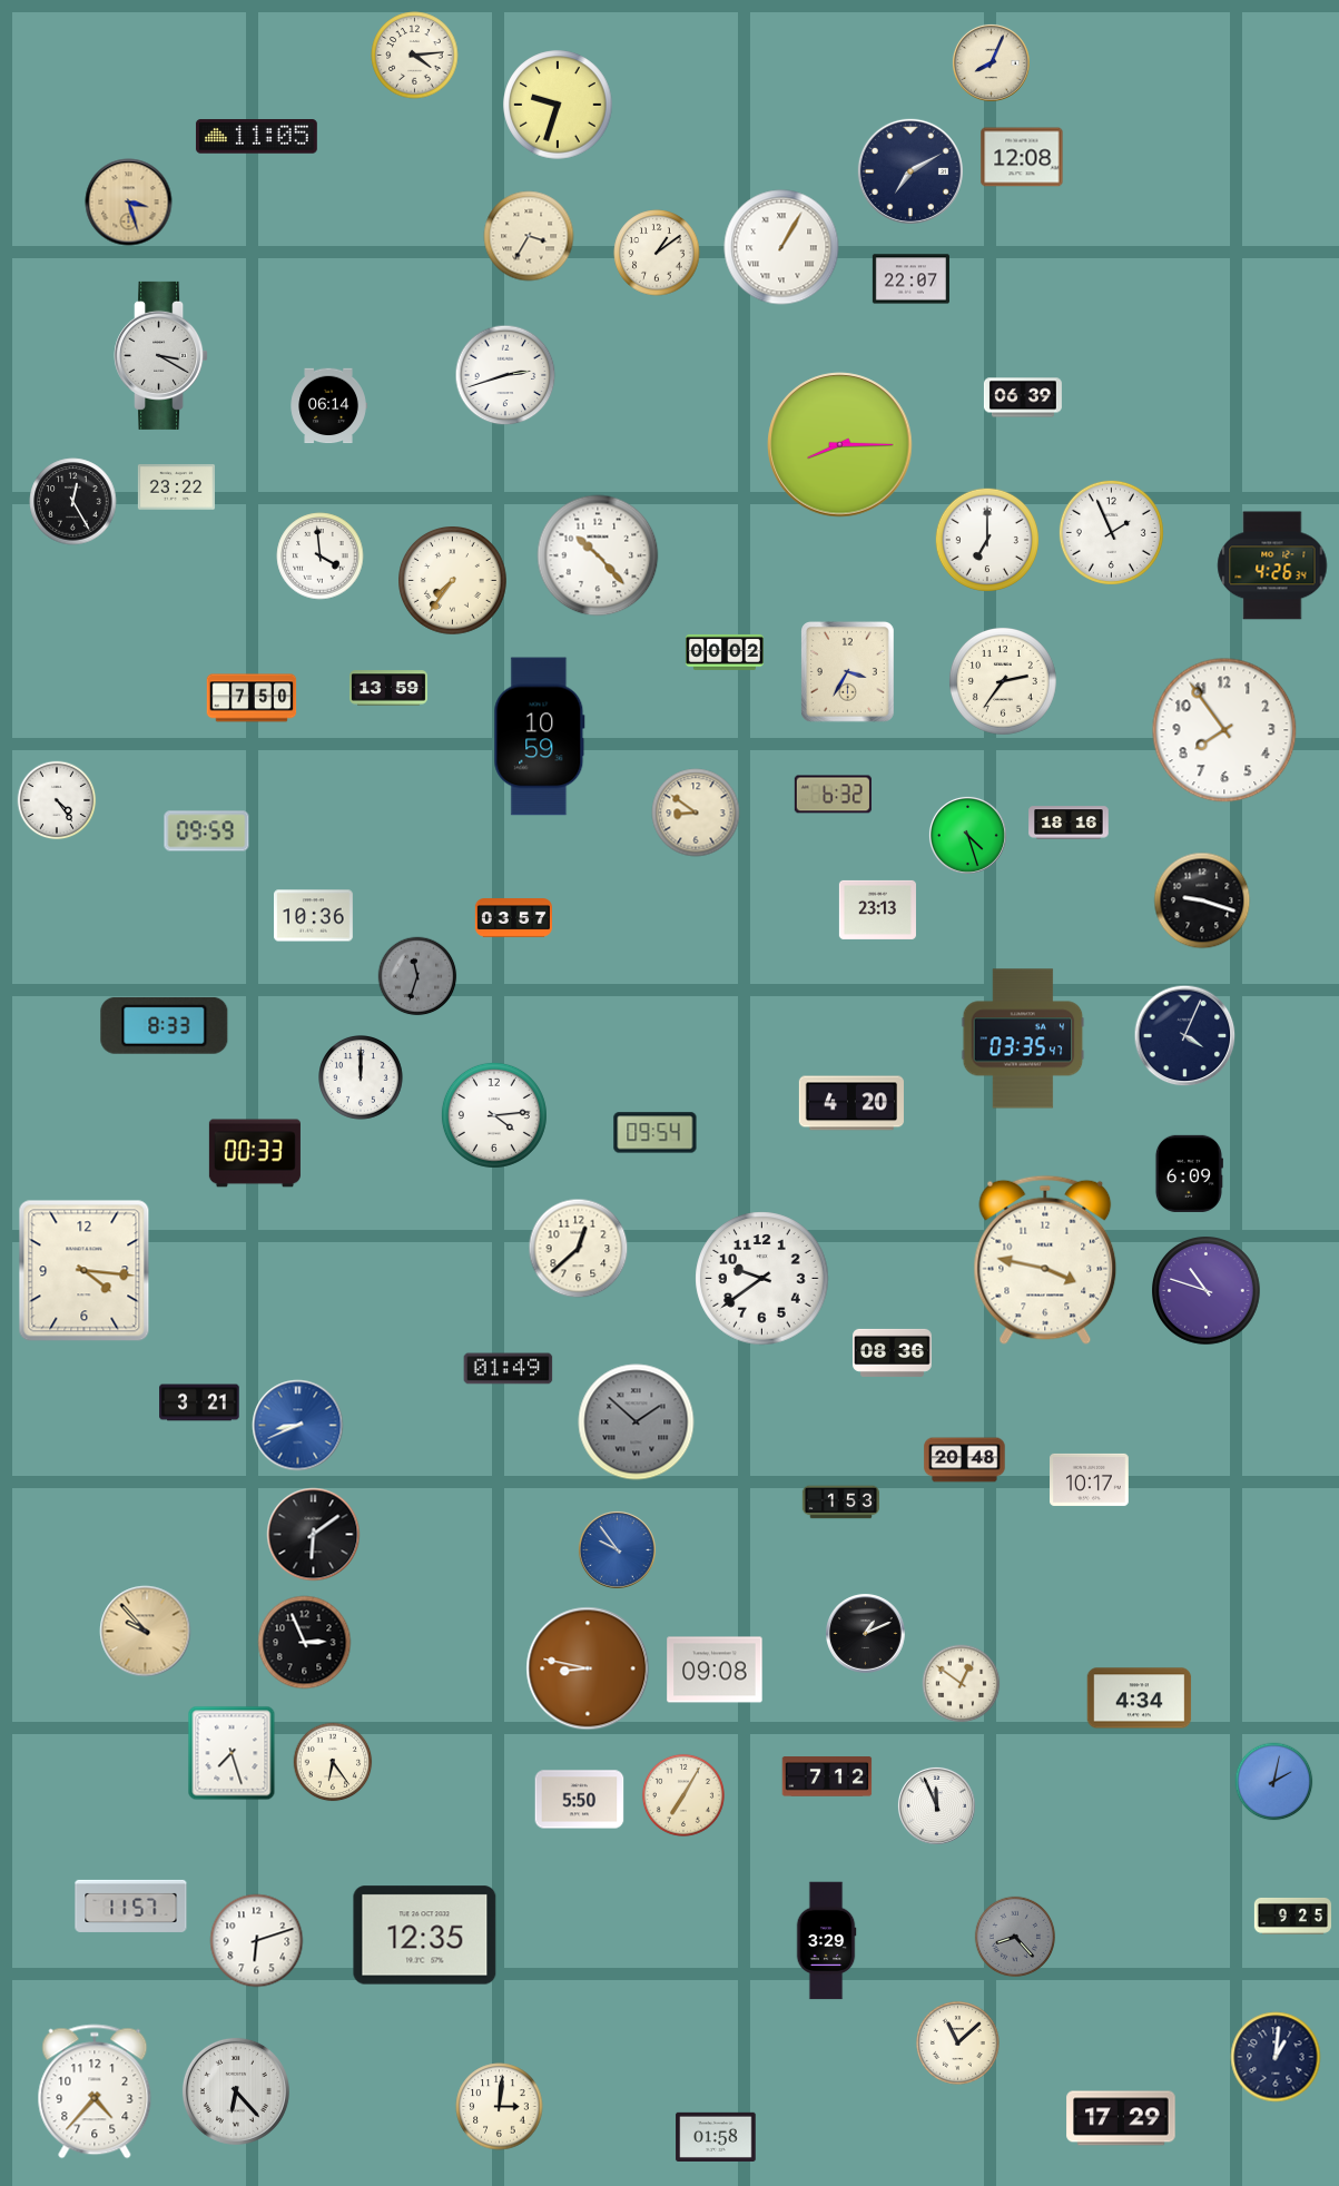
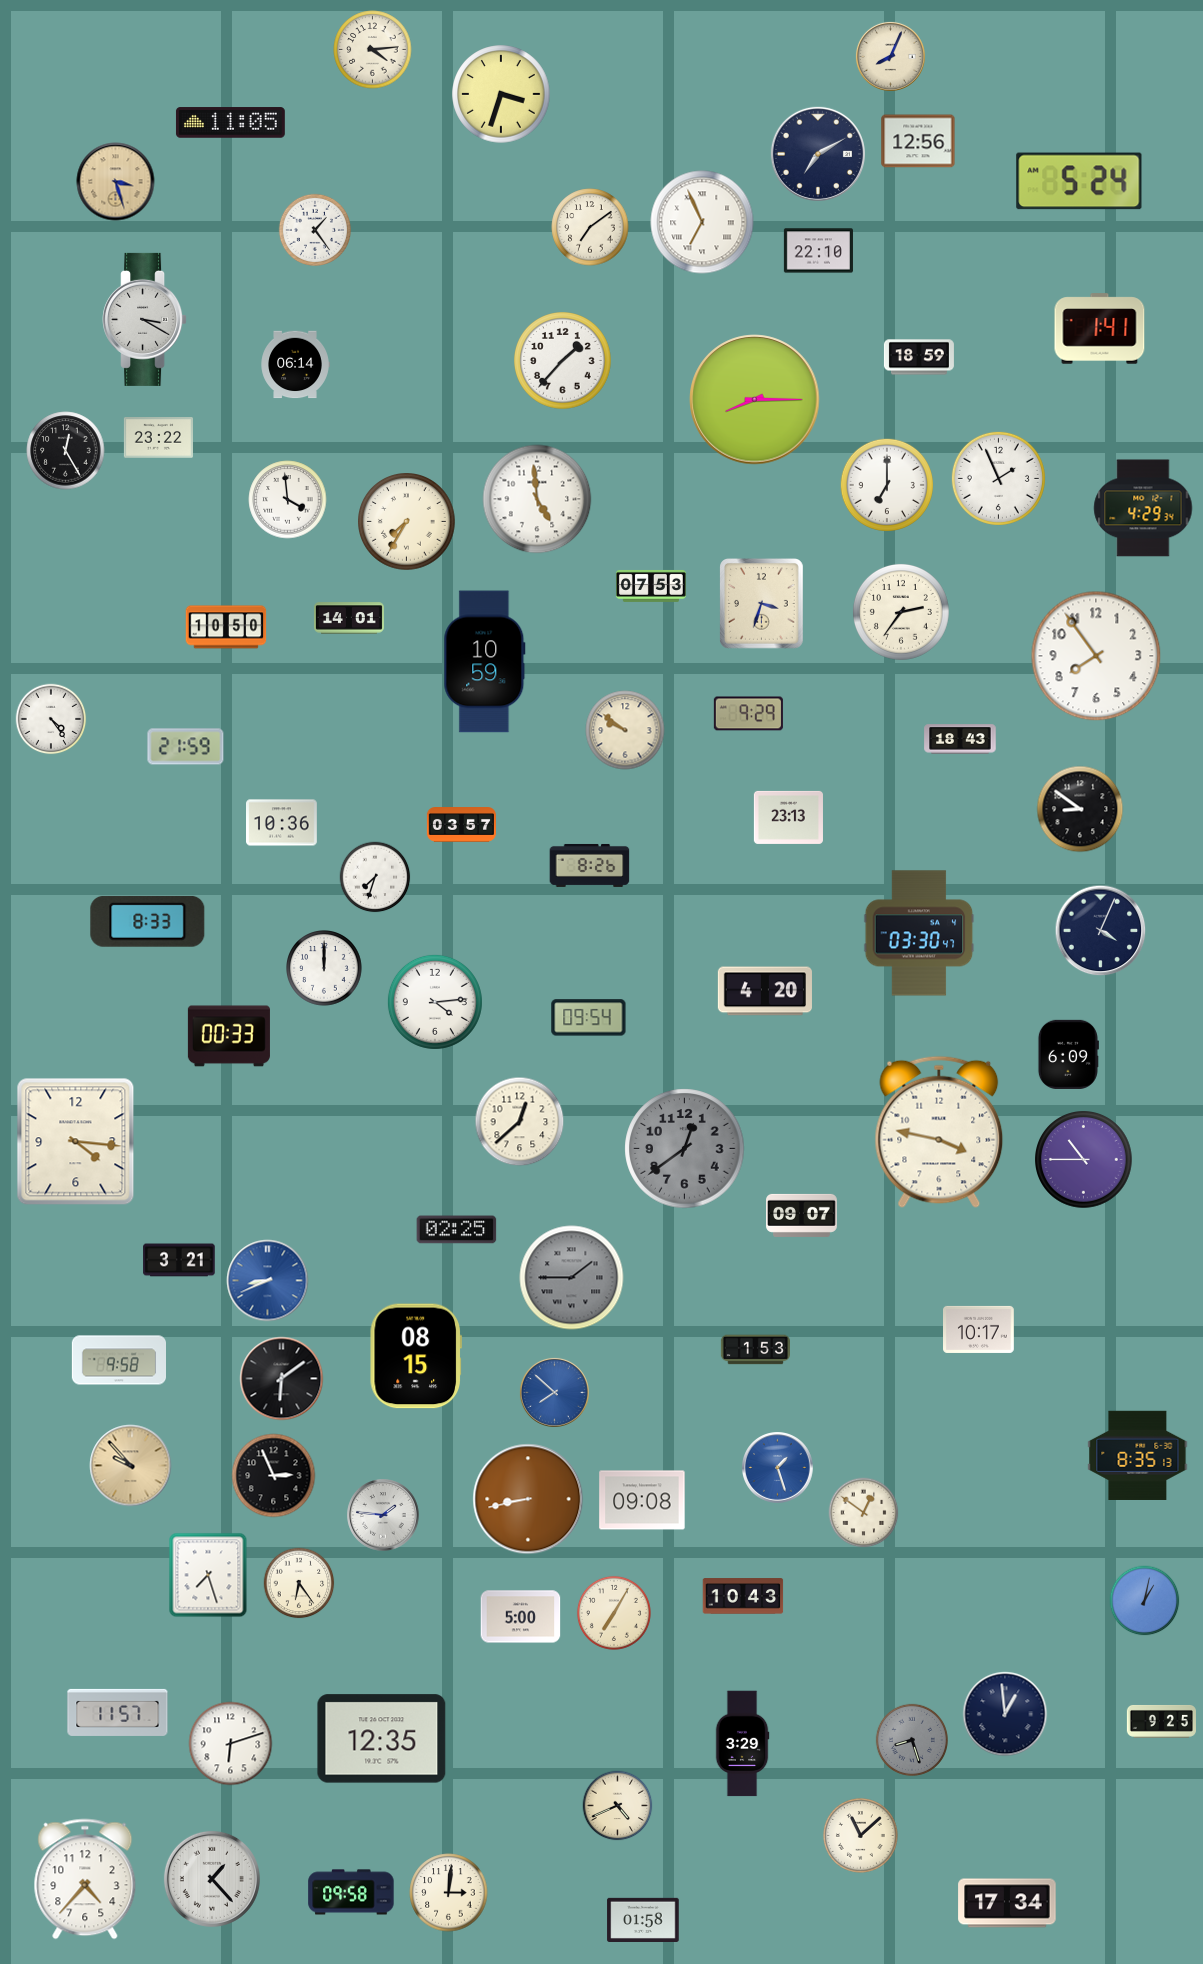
clock at (558, 105): 9:33 -> 3:33
clock at (1022, 157): 12:08 -> 12:56
clock at (1079, 181): none -> 5:24
clock at (529, 236): 3:35 -> none
clock at (781, 247): 1:05 -> 6:56
clock at (657, 253): 1:09 -> 7:09
clock at (314, 229): none -> 1:24
clock at (910, 279): 22:07 -> 22:10
clock at (1100, 329): none -> 1:41
clock at (505, 375): 2:42 -> none
clock at (1023, 397): 06:39 -> 18:59
clock at (563, 361): none -> 1:37
clock at (598, 555): 10:23 -> 4:59
clock at (1272, 565): 4:26 -> 4:29
clock at (453, 581): 7:36 -> 7:35
clock at (725, 652): 00:02 -> 07:53
clock at (848, 672): 3:35 -> 3:33
clock at (388, 688): 13:59 -> 14:01
clock at (252, 698): 7:50 -> 10:50
clock at (1224, 730) position: (1224, 730) -> (1096, 656)
clock at (833, 795): 6:32 -> 9:29
clock at (696, 813): 8:51 -> 9:51
clock at (1069, 823): 18:16 -> 18:43
clock at (207, 831): 09:59 -> 21:59
clock at (967, 835): 4:27 -> none
clock at (1202, 900): 9:18 -> 8:51
clock at (590, 865): none -> 8:26
clock at (417, 976): 11:33 -> 7:33
clock at (417, 976) dial: grey -> white
clock at (1185, 1036) position: (1185, 1036) -> (1101, 931)
clock at (1023, 1038): 03:35 -> 03:30
clock at (494, 1115) position: (494, 1115) -> (435, 1002)
clock at (762, 1279): 9:39 -> 12:39
clock at (762, 1279) dial: white -> grey
clock at (1207, 1291): 10:48 -> 10:45
clock at (893, 1352): 08:36 -> 09:07
clock at (509, 1369): 01:49 -> 02:25
clock at (637, 1422): 1:52 -> 1:45
clock at (965, 1460): 20:48 -> none
clock at (416, 1356): none -> 08:15
clock at (118, 1360): none -> 9:58
clock at (617, 1549): 9:54 -> 7:52
clock at (1138, 1455): none -> 8:35
clock at (866, 1634): 1:11 -> 1:27
clock at (866, 1634) dial: black -> blue
clock at (588, 1668): 8:47 -> 8:43
clock at (383, 1515): none -> 1:46
clock at (1140, 1698): 4:34 -> none
clock at (827, 1776): 7:12 -> 10:43
clock at (1274, 1782): 2:02 -> 1:02
clock at (580, 1800): 5:50 -> 5:00
clock at (936, 1805): 11:56 -> none
clock at (1005, 1714): none -> 12:59
clock at (1014, 1936): 8:23 -> 8:27
clock at (618, 1806): none -> 4:41
clock at (1276, 2057): 1:01 -> none
clock at (236, 2091): 6:23 -> 1:23
clock at (351, 1892): none -> 09:58
clock at (1121, 2118): 17:29 -> 17:34
